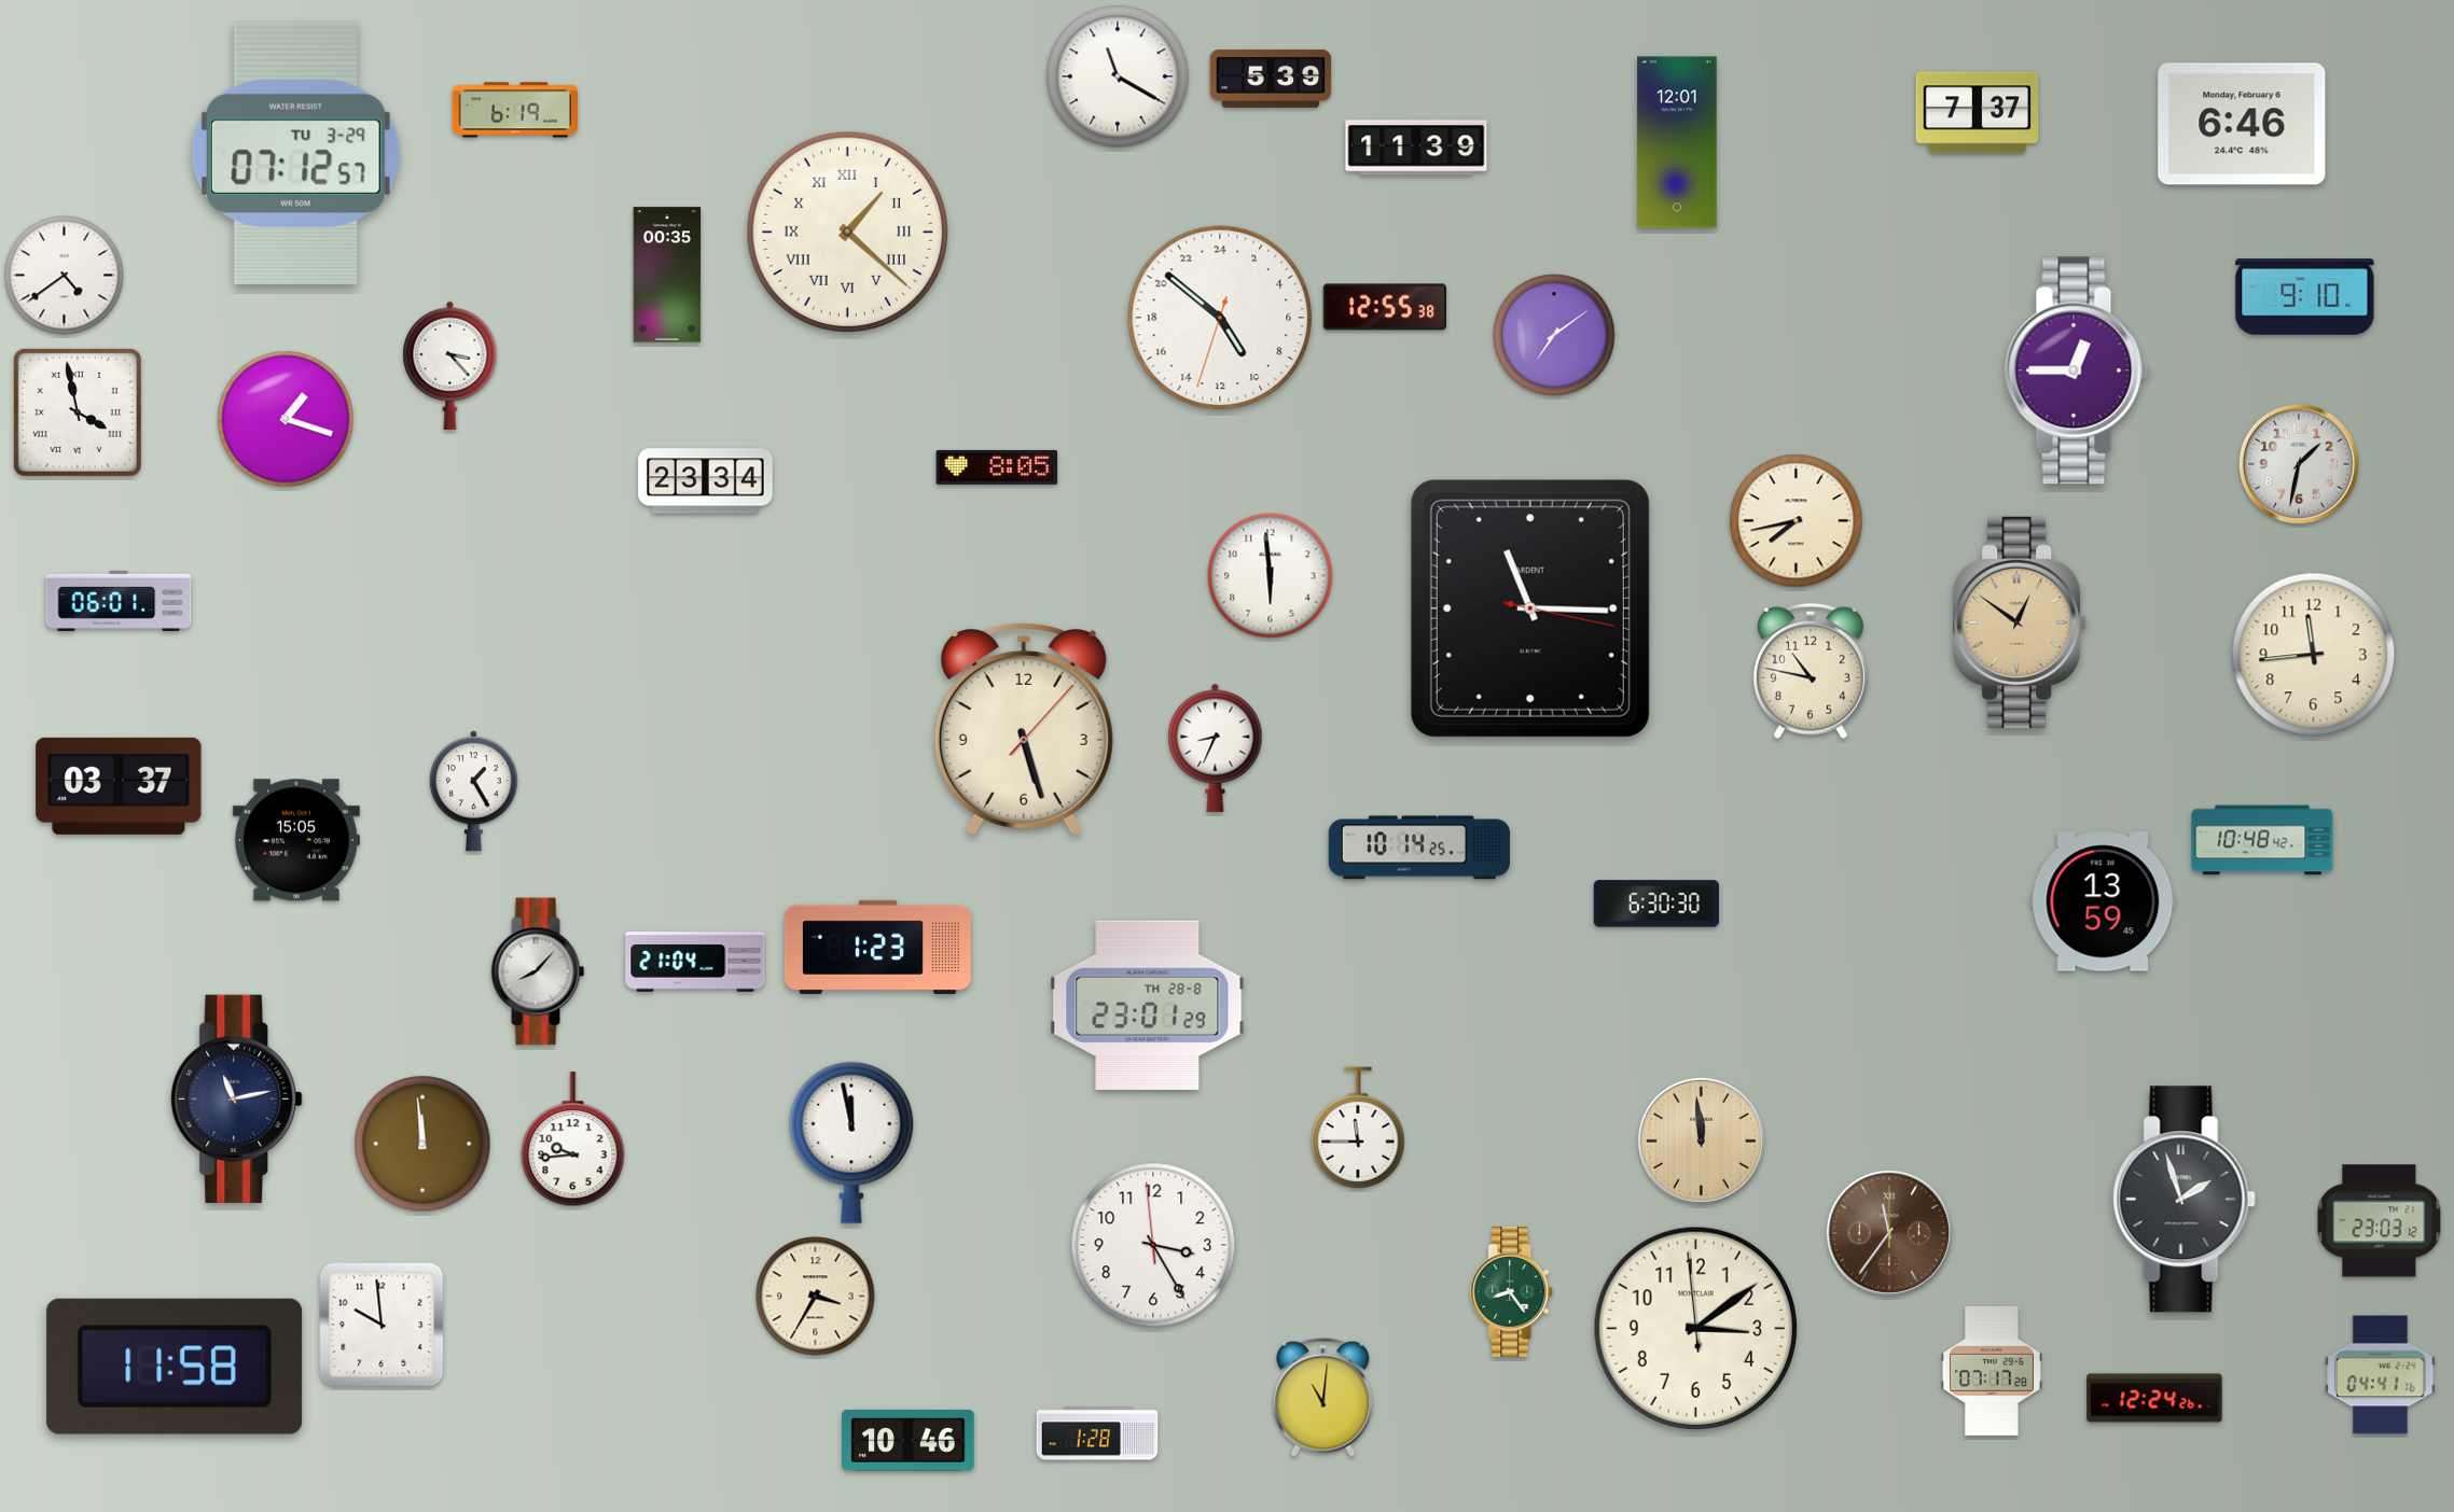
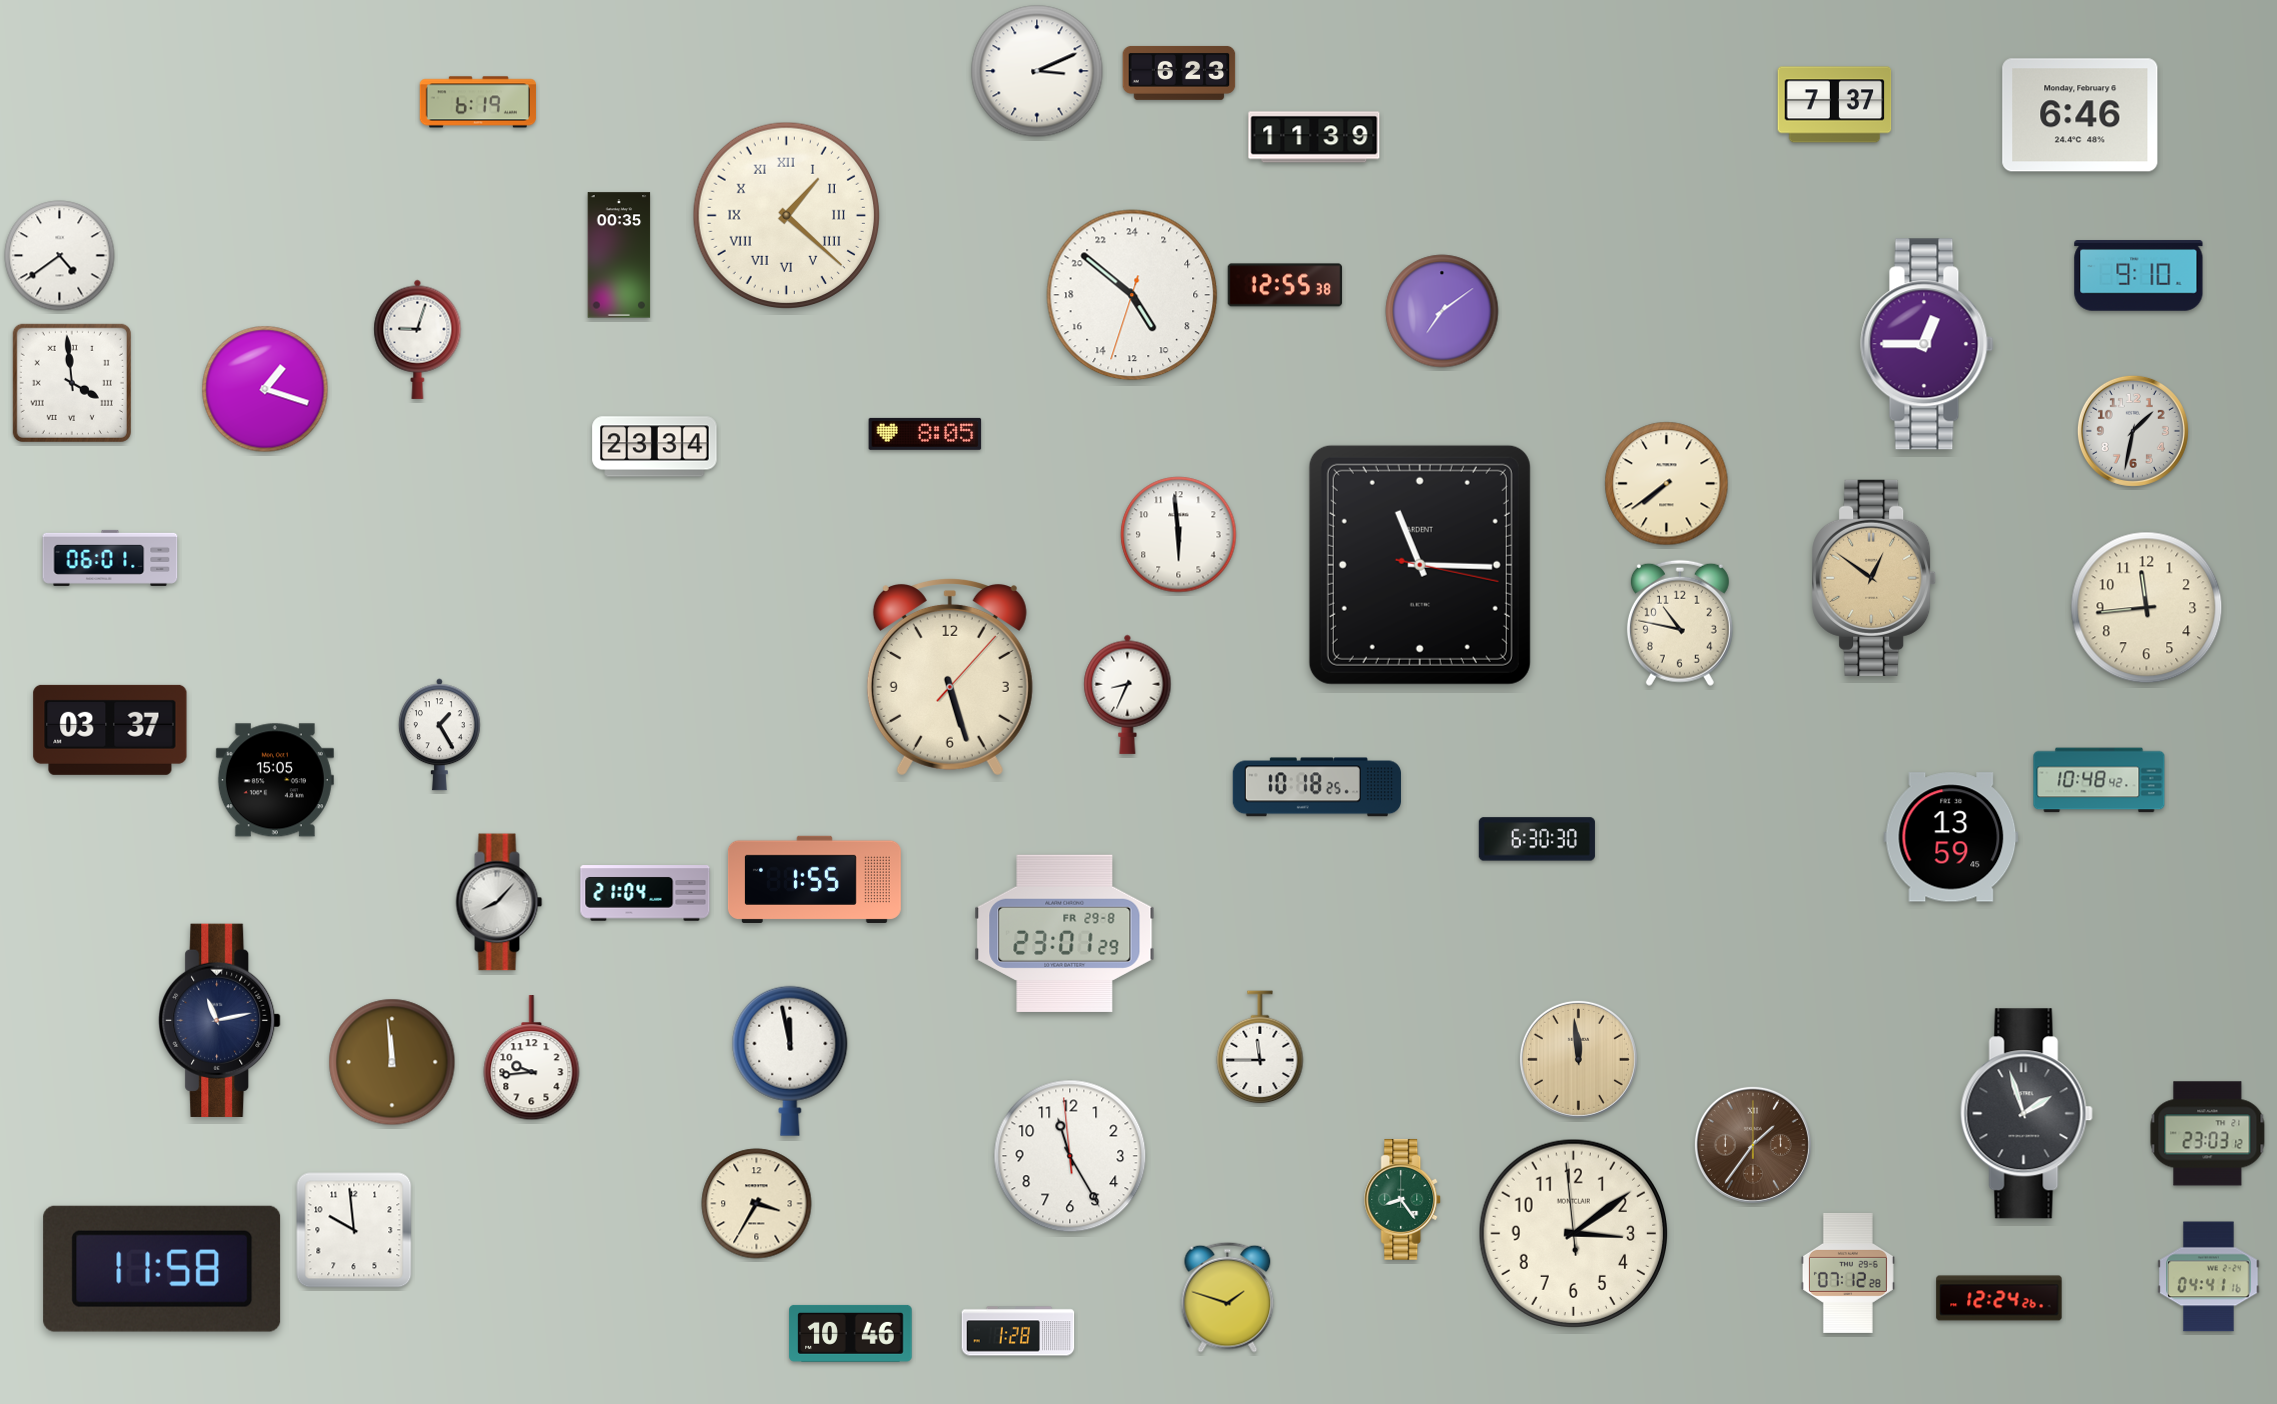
clock at (1118, 76): 11:20 -> 3:11
clock at (1271, 79): 5:39 -> 6:23
clock at (1677, 142): 12:01 -> none
clock at (295, 153): 07:12 -> none
clock at (450, 365): 3:23 -> 9:03
clock at (78, 412): 3:58 -> 3:59
clock at (1797, 521): 7:43 -> 7:39
clock at (1419, 848): 10:14 -> 10:18
clock at (877, 947): 1:23 -> 1:55
clock at (1148, 1005) date: TH 28-8 -> FR 29-8
clock at (1889, 1233): 11:36 -> 1:36
clock at (1153, 1245): 3:24 -> 11:24
clock at (1992, 1371): 07:17 -> 07:12
clock at (1323, 1397): 11:01 -> 1:48
clock at (909, 1440) position: (909, 1440) -> (851, 1333)
